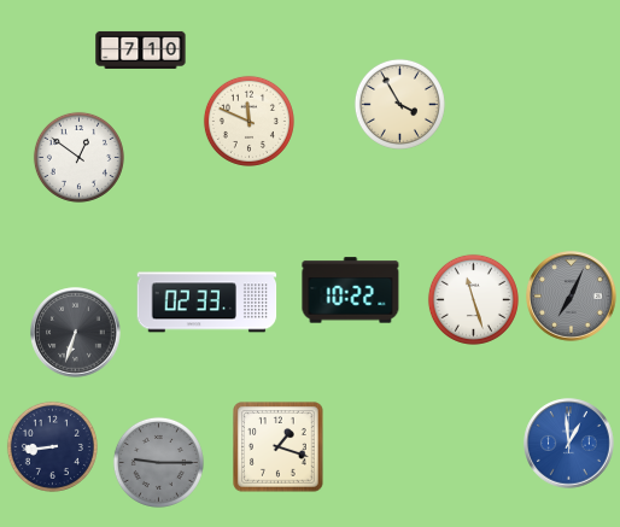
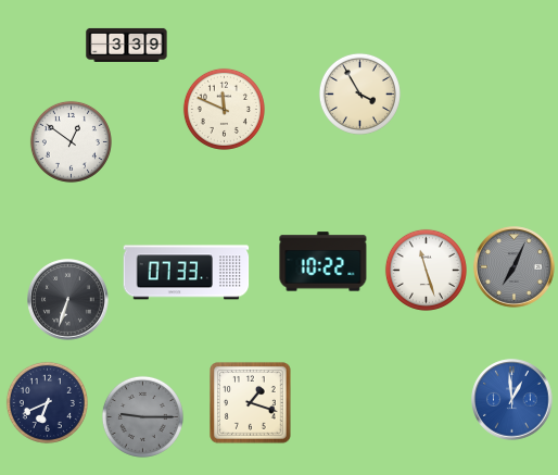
clock at (141, 49): 7:10 -> 3:39
clock at (351, 291) position: (351, 291) -> (324, 262)
clock at (207, 303): 02:33 -> 07:33
clock at (52, 446): 8:44 -> 6:41
